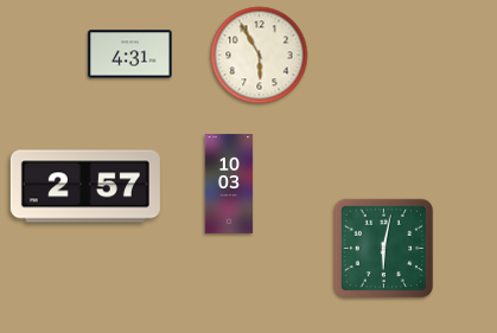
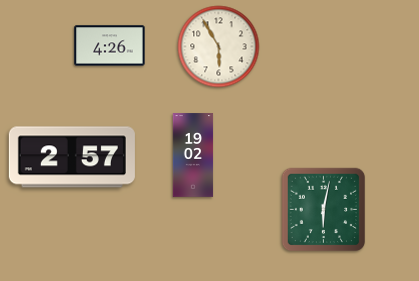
clock at (130, 55): 4:31 -> 4:26
clock at (229, 184): 10:03 -> 19:02
